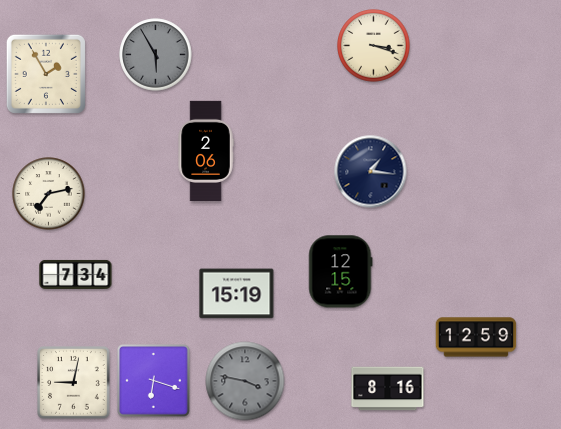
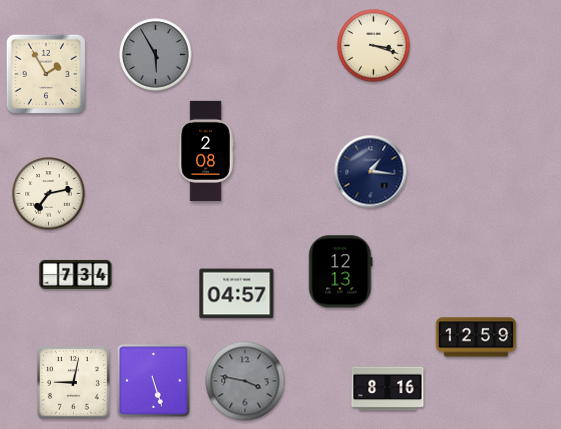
clock at (206, 150): 2:06 -> 2:08
clock at (341, 272): 12:15 -> 12:13
clock at (237, 294): 15:19 -> 04:57
clock at (153, 380): 6:18 -> 5:27
